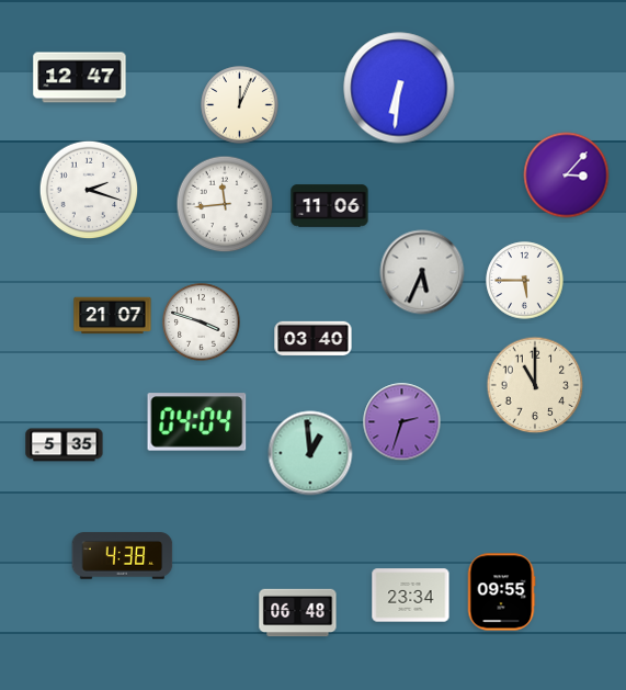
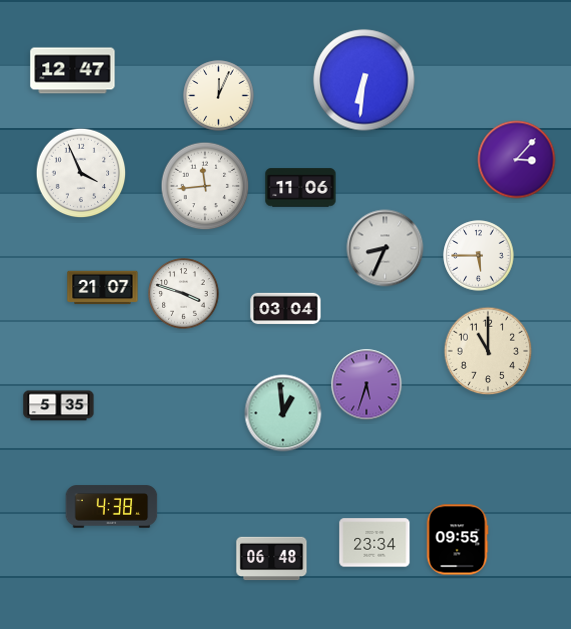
clock at (89, 190): 2:18 -> 3:56
clock at (422, 272): 5:34 -> 8:34
clock at (314, 339): 03:40 -> 03:04
clock at (197, 422): 04:04 -> none
clock at (402, 422): 2:33 -> 5:33
